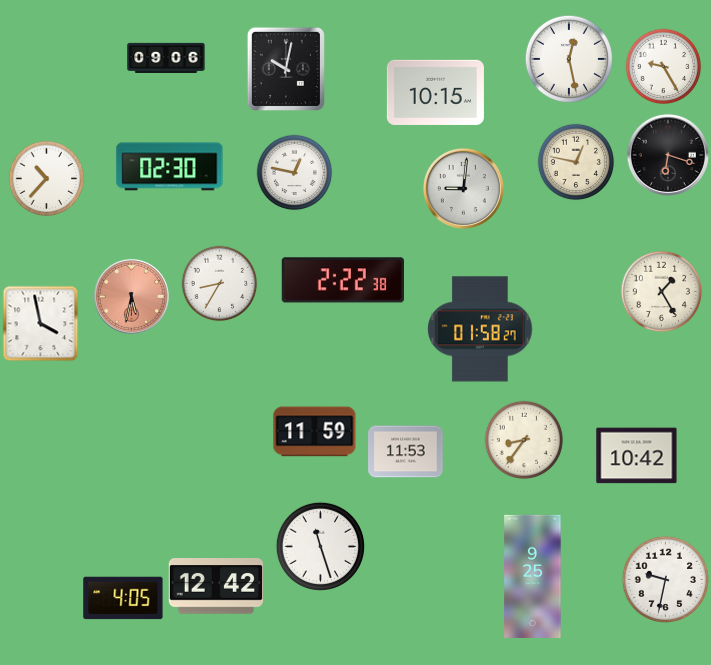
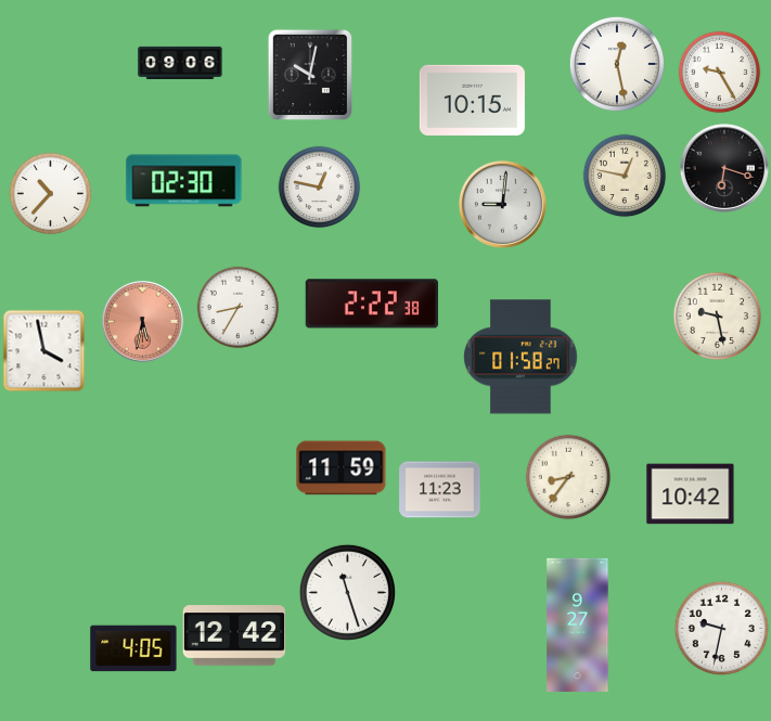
clock at (662, 292): 1:25 -> 9:28
clock at (406, 452): 11:53 -> 11:23
clock at (533, 576): 9:25 -> 9:27
